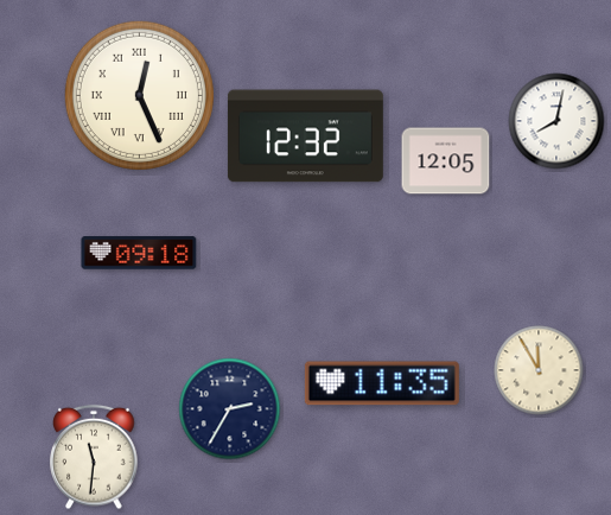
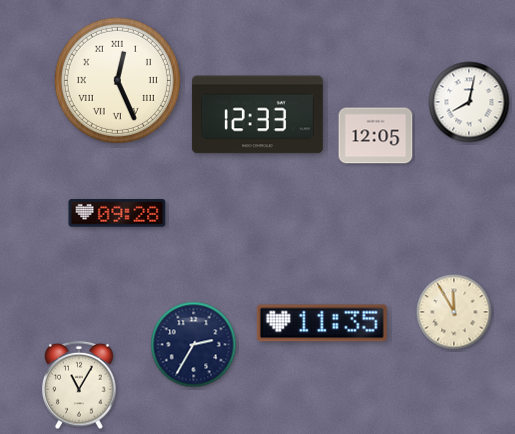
clock at (305, 136): 12:32 -> 12:33
clock at (139, 253): 09:18 -> 09:28
clock at (94, 457): 11:31 -> 11:05
